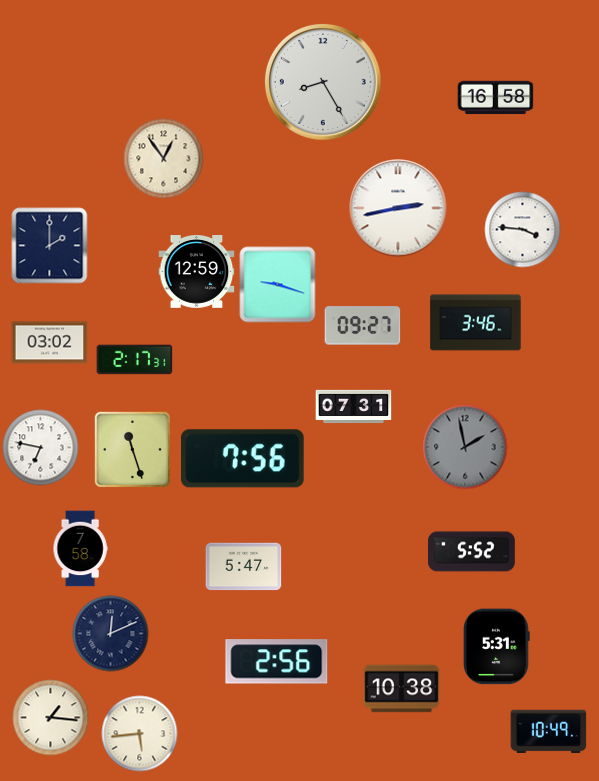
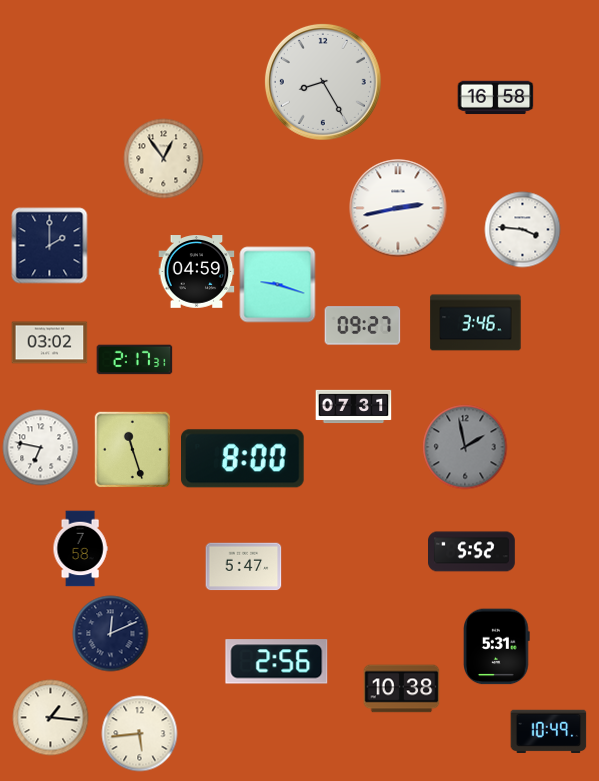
clock at (197, 272): 12:59 -> 04:59
clock at (243, 459): 7:56 -> 8:00
